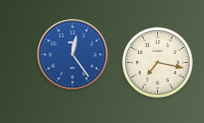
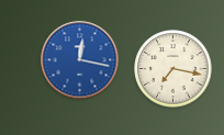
clock at (73, 55): 12:24 -> 12:17
